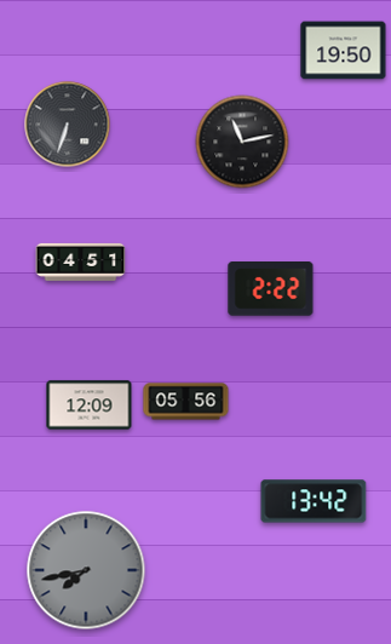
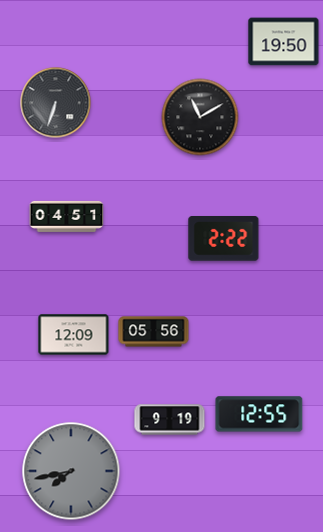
clock at (242, 142): 11:13 -> 11:10
clock at (314, 501): 13:42 -> 12:55
clock at (170, 420): none -> 9:19
